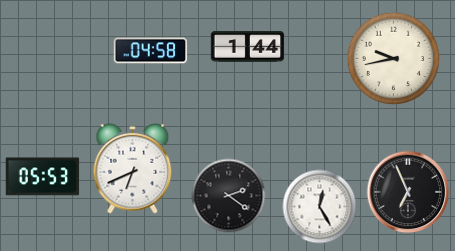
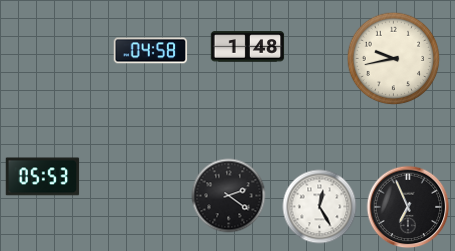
clock at (248, 47): 1:44 -> 1:48
clock at (133, 168): 6:41 -> none
clock at (408, 192) position: (408, 192) -> (408, 207)
